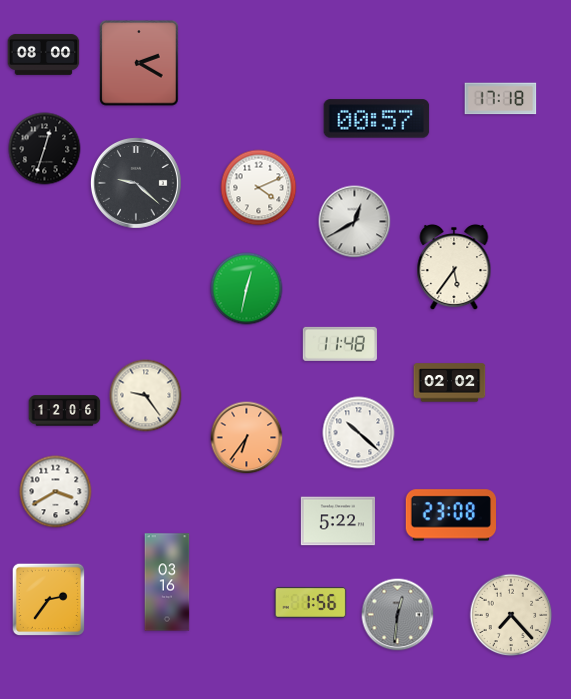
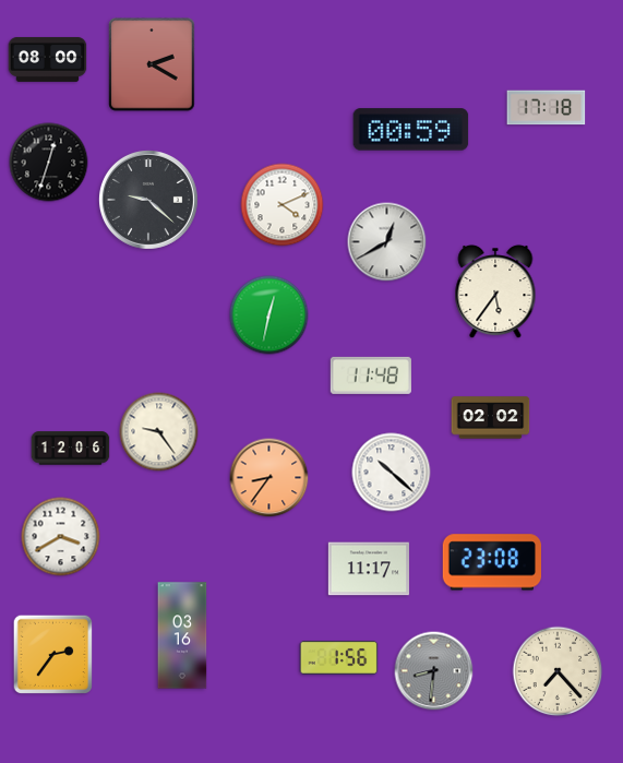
clock at (139, 63) position: (139, 63) -> (152, 64)
clock at (377, 119): 00:57 -> 00:59
clock at (247, 438): 6:36 -> 8:36
clock at (337, 521): 5:22 -> 11:17
clock at (398, 615): 12:31 -> 8:31
